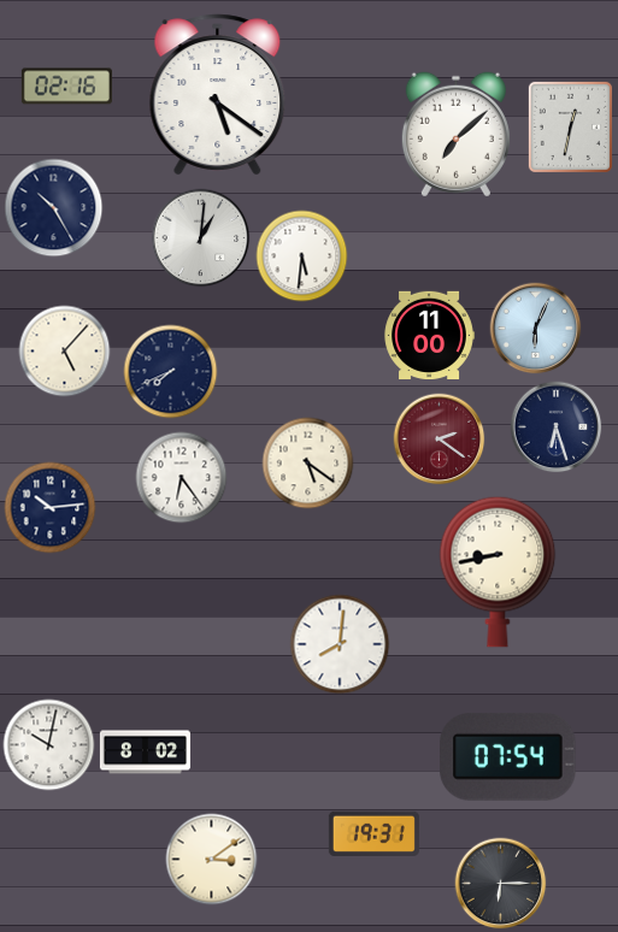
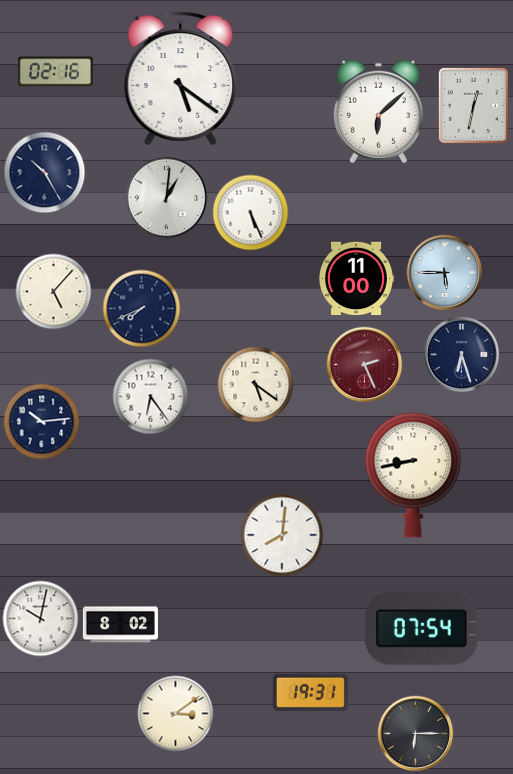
clock at (455, 135): 7:08 -> 6:08
clock at (302, 256): 5:31 -> 5:26
clock at (536, 329): 6:04 -> 5:45
clock at (440, 440): 2:21 -> 2:26
